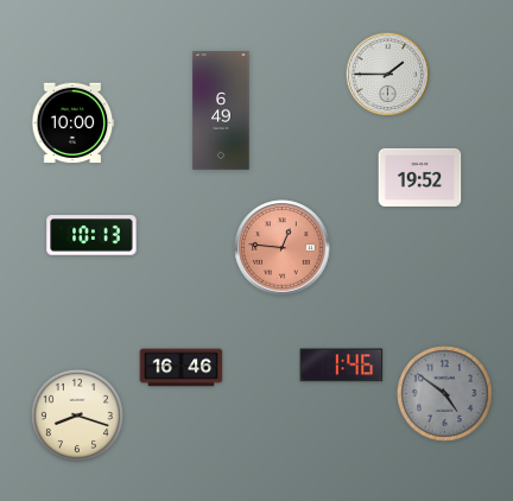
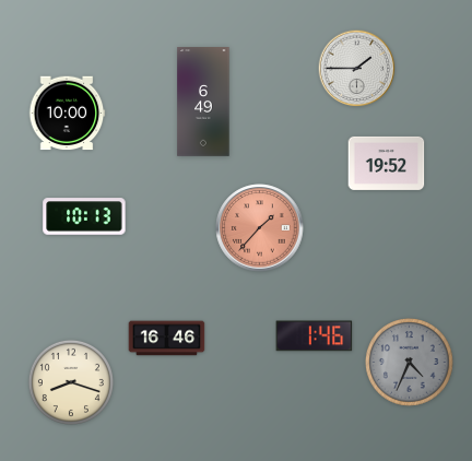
clock at (283, 248): 12:46 -> 1:37
clock at (445, 394): 4:51 -> 4:34
